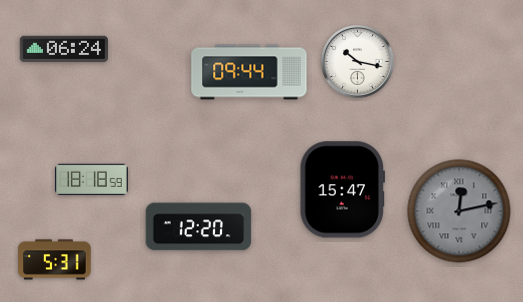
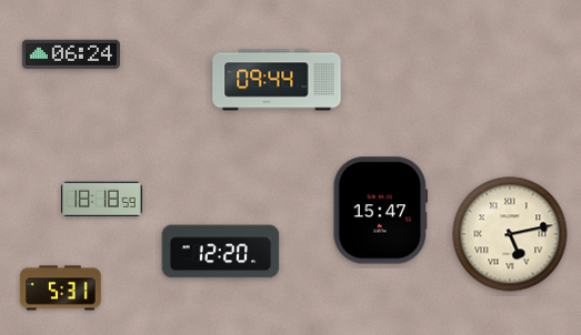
clock at (358, 62): 10:17 -> none
clock at (459, 211): 12:13 -> 5:13
clock at (459, 211) dial: grey -> cream
